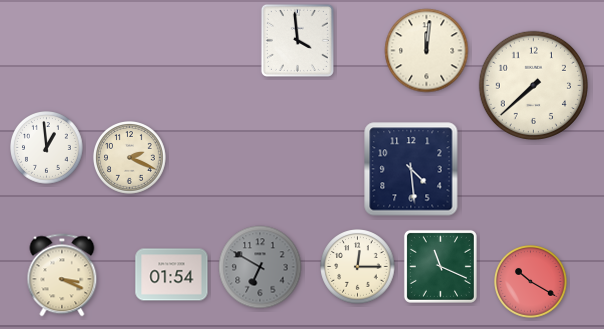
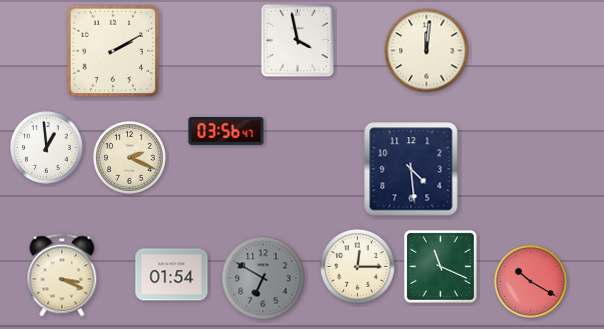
clock at (297, 40): 3:59 -> 3:58
clock at (113, 51): none -> 2:10
clock at (533, 85): 7:38 -> none
clock at (226, 131): none -> 03:56
clock at (260, 267) position: (260, 267) -> (263, 278)
